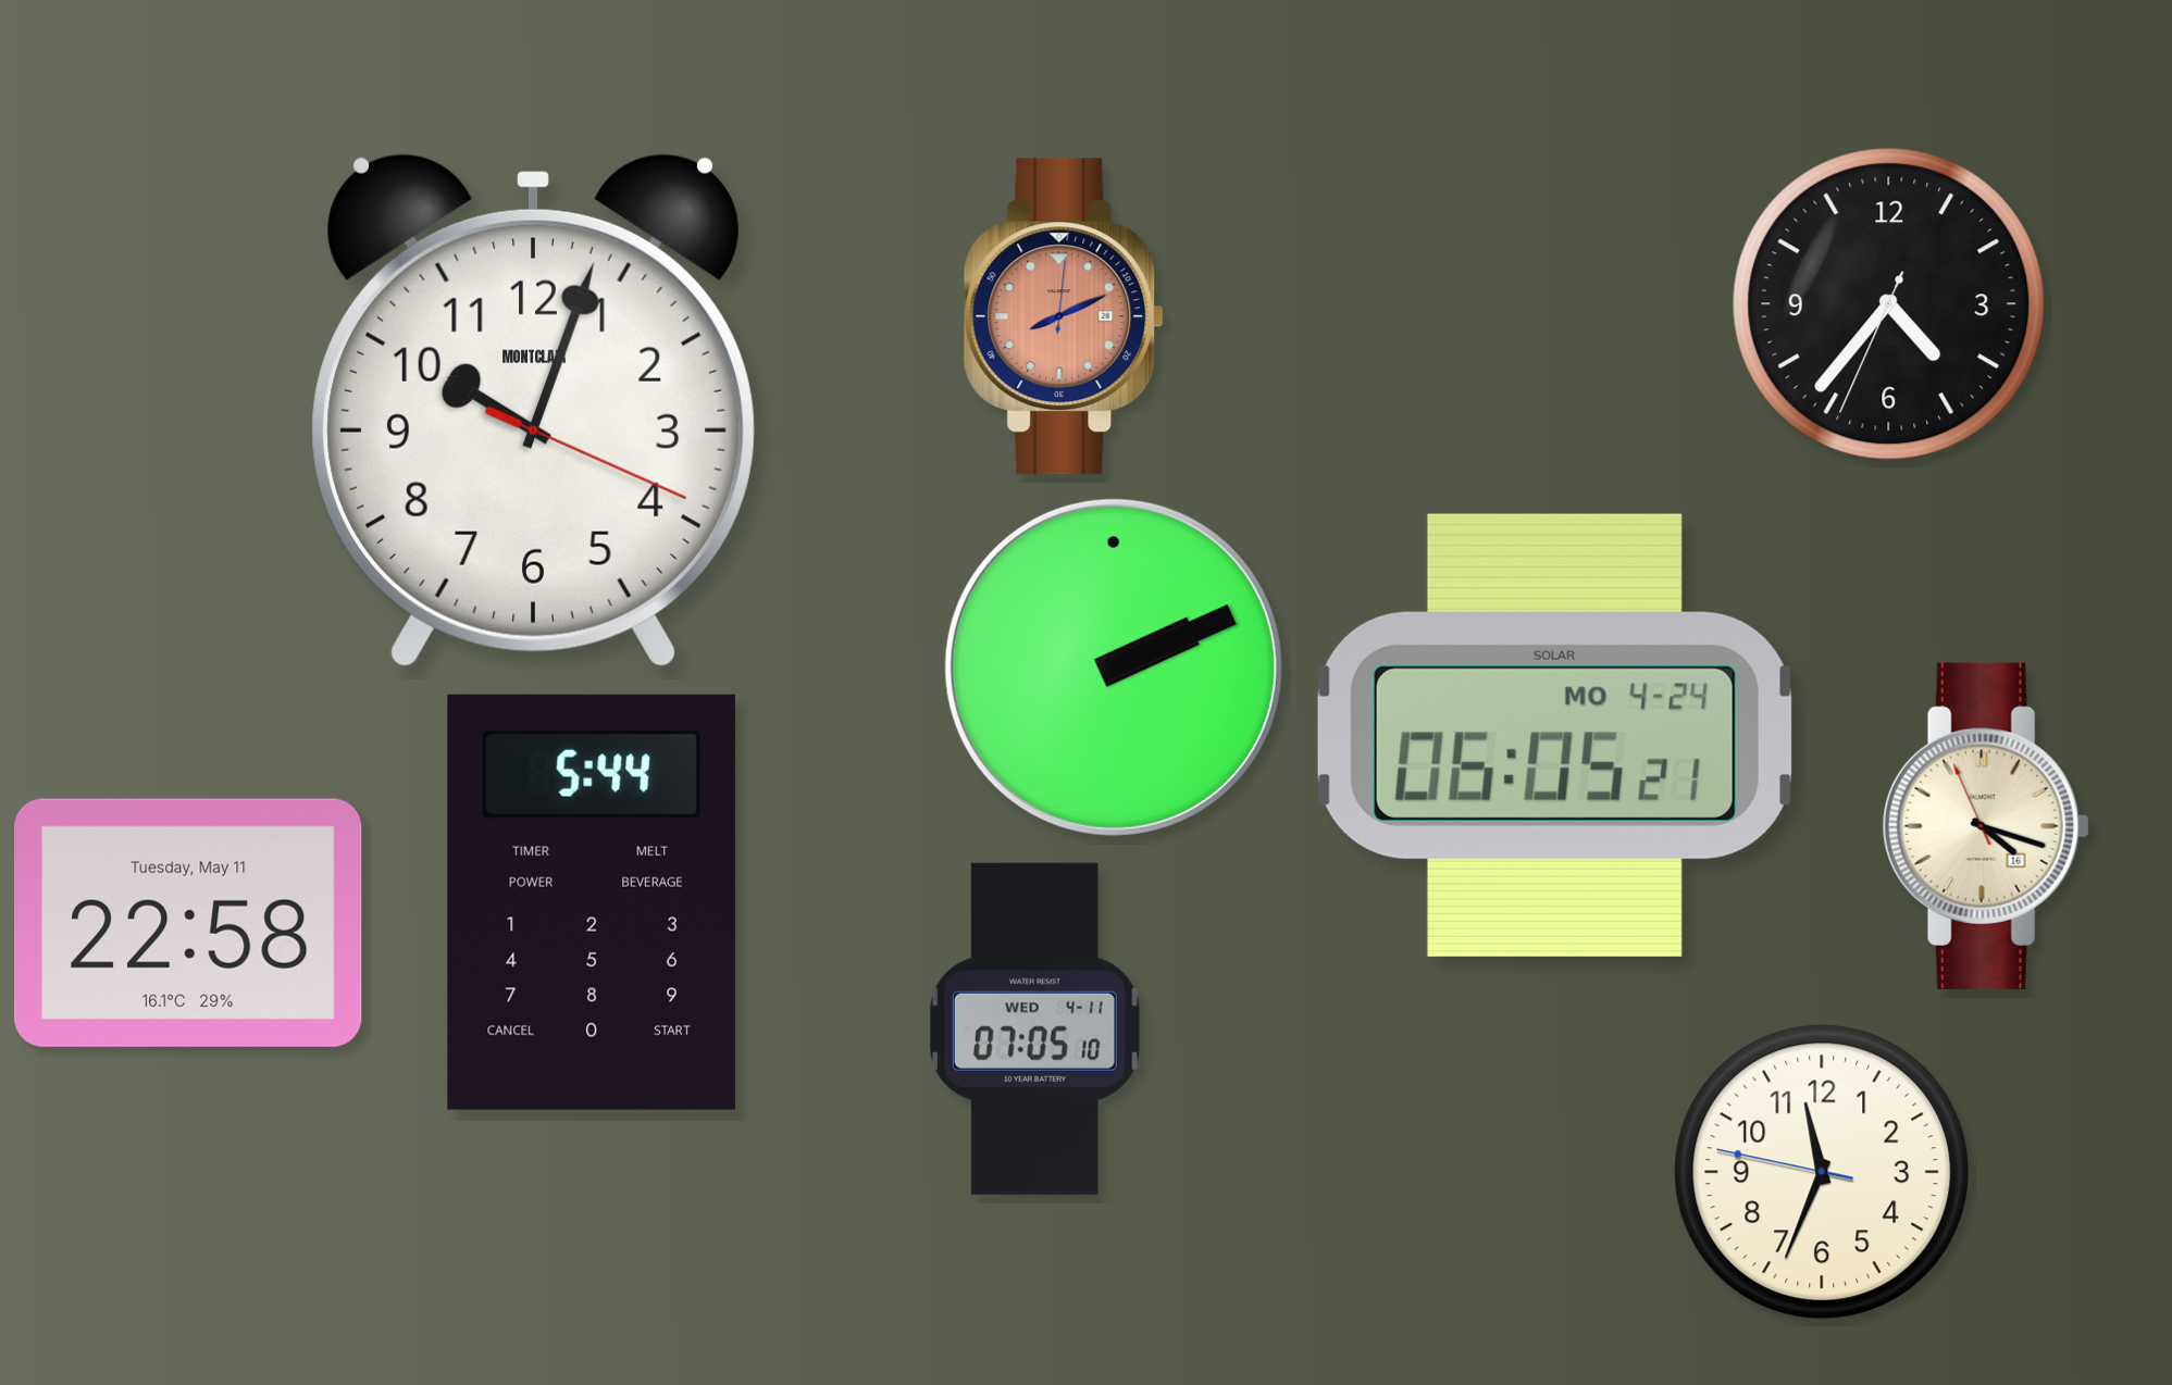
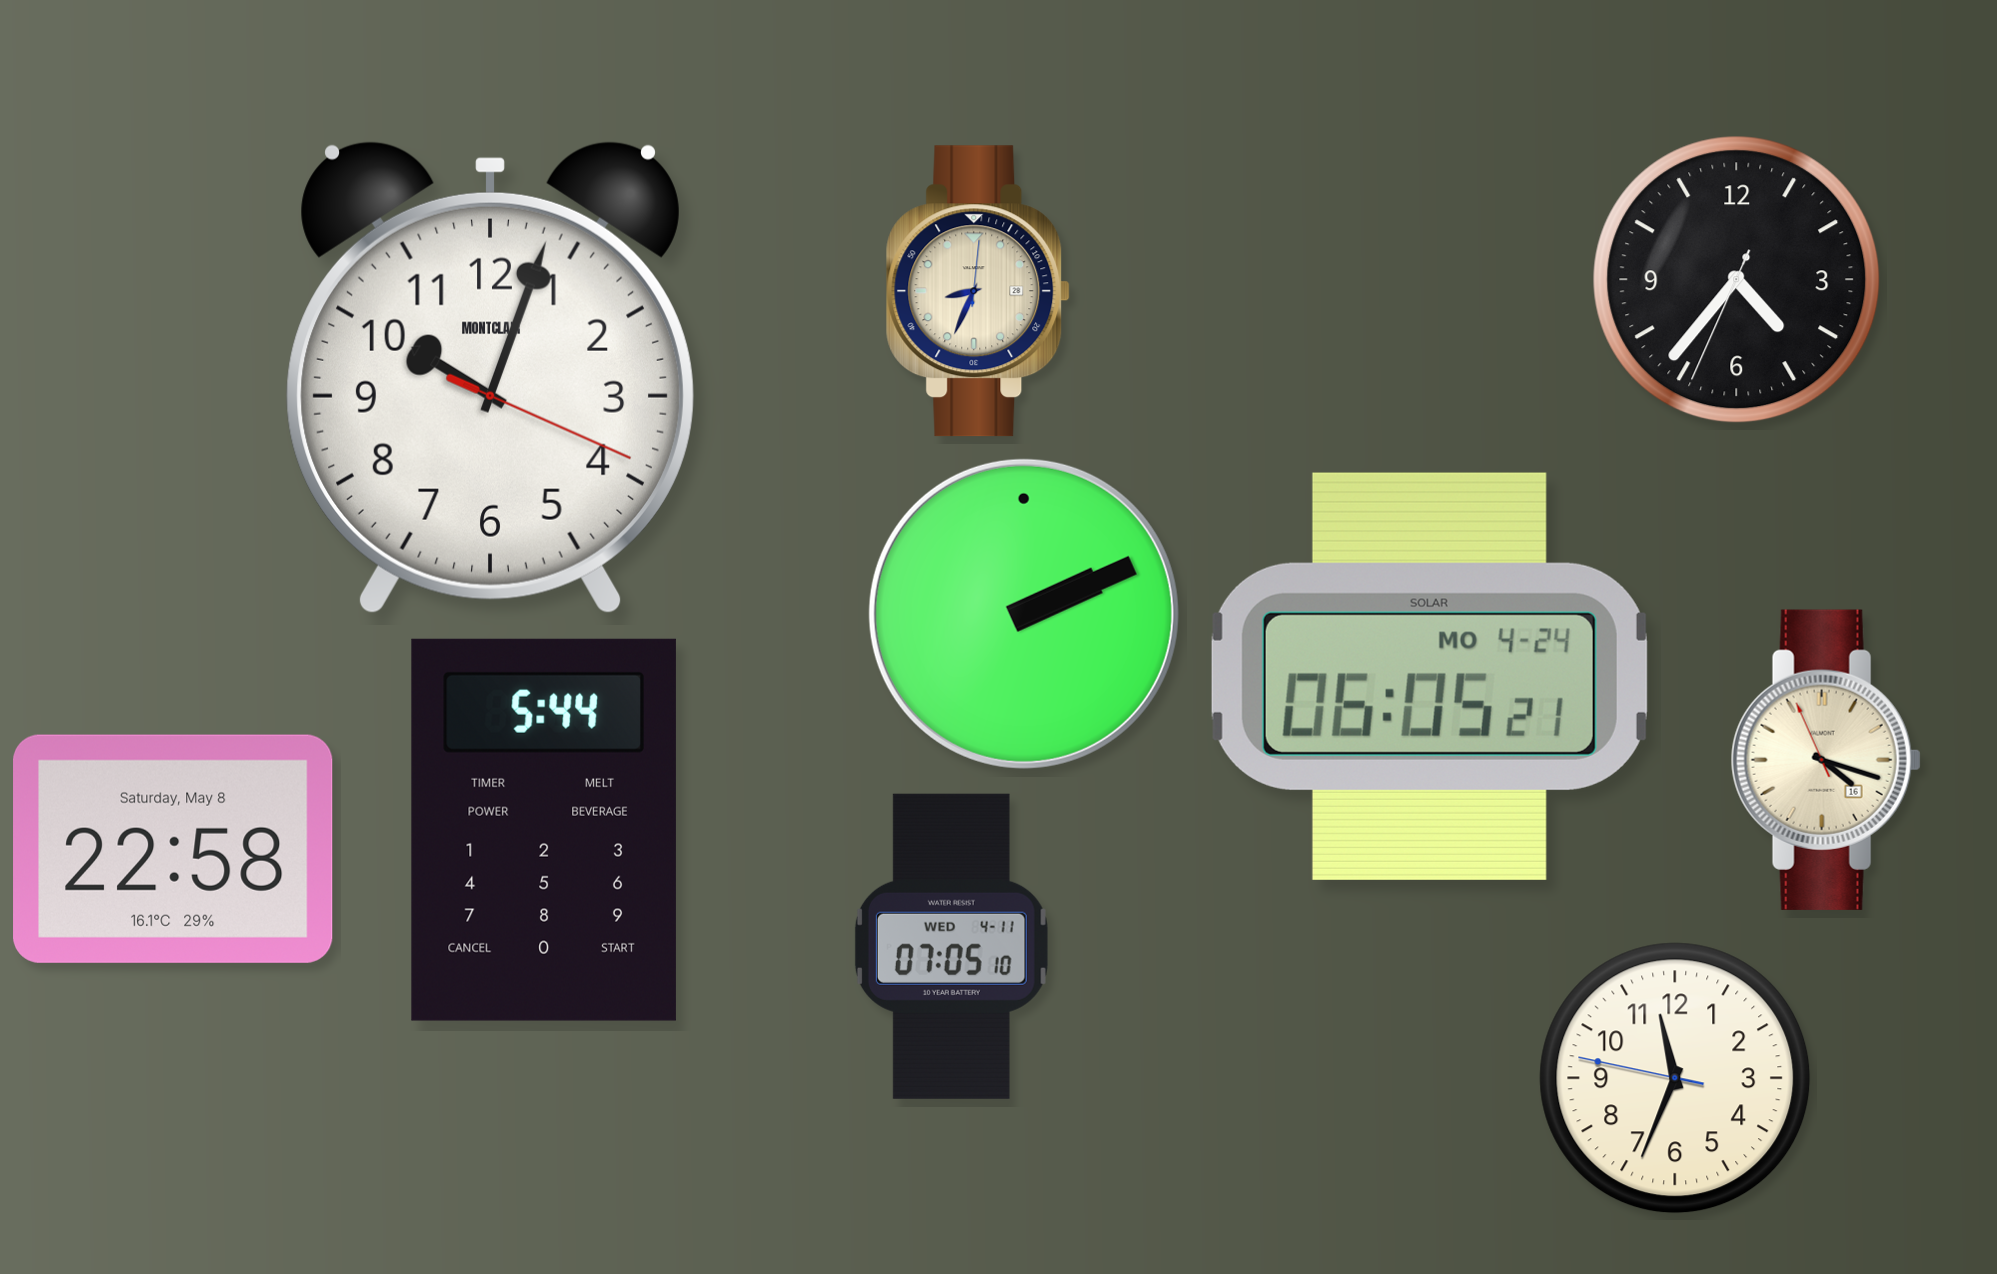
clock at (1064, 316): 8:11 -> 8:34
clock at (1064, 316) dial: salmon -> cream
clock at (188, 923) date: Tuesday, May 11 -> Saturday, May 8
